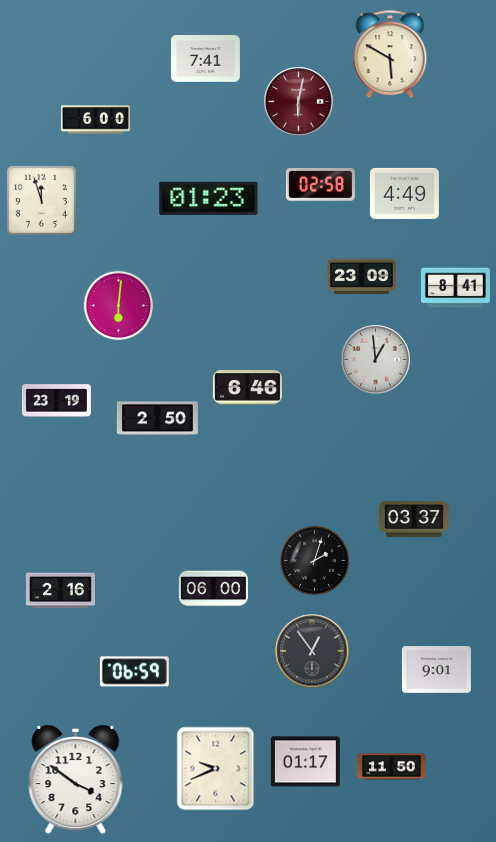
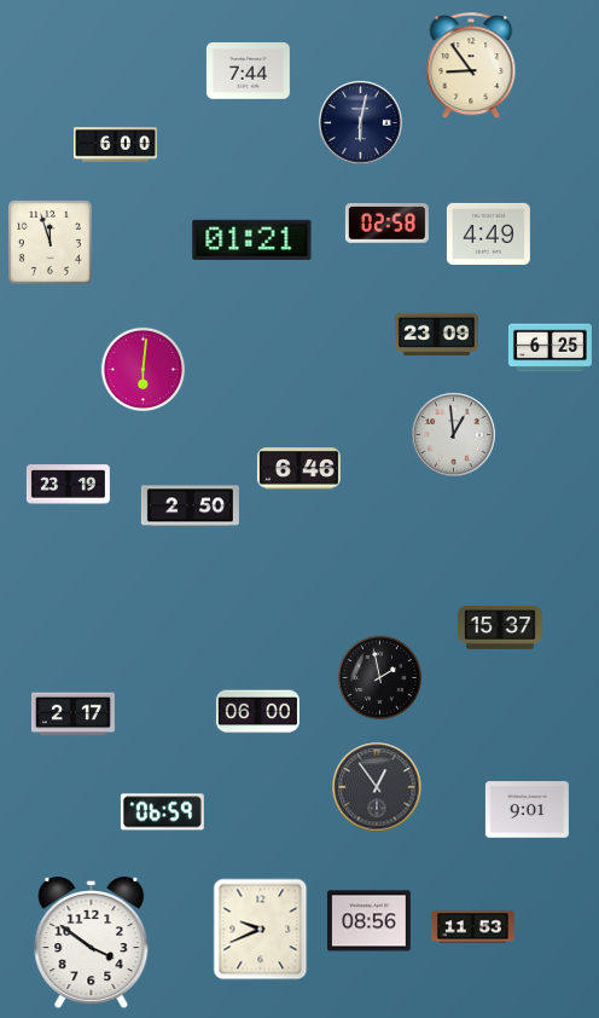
clock at (390, 55): 5:50 -> 8:54
clock at (205, 59): 7:41 -> 7:44
clock at (299, 102) dial: burgundy -> navy
clock at (209, 198): 01:23 -> 01:21
clock at (455, 288): 8:41 -> 6:25
clock at (414, 520): 03:37 -> 15:37
clock at (315, 561): 2:03 -> 1:58
clock at (60, 591): 2:16 -> 2:17
clock at (305, 762): 01:17 -> 08:56
clock at (391, 767): 11:50 -> 11:53
